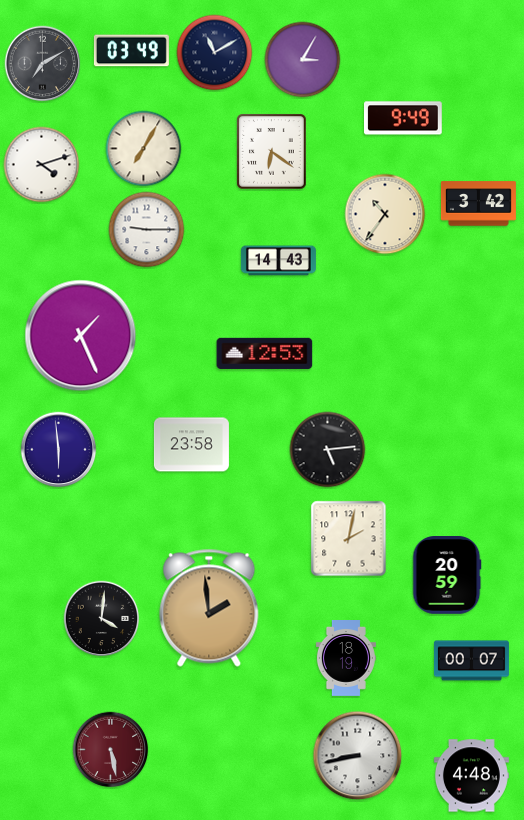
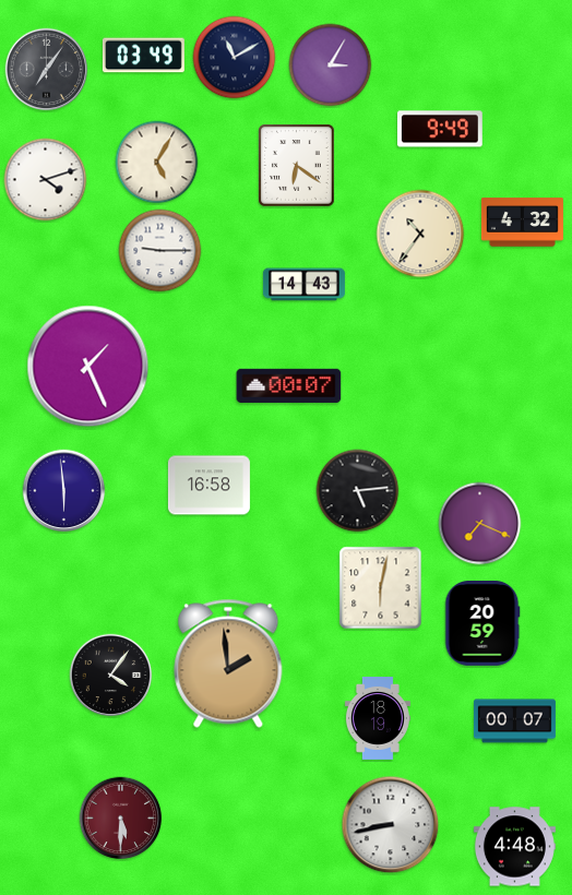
clock at (43, 64): 7:10 -> 7:06
clock at (144, 149): 7:05 -> 5:05
clock at (478, 204): 3:42 -> 4:32
clock at (265, 353): 12:53 -> 00:07
clock at (191, 445): 23:58 -> 16:58
clock at (480, 524): none -> 7:19
clock at (349, 539): 2:02 -> 6:02
clock at (447, 575) position: (447, 575) -> (482, 623)
clock at (102, 619): 4:01 -> 4:06
clock at (111, 750): 5:28 -> 5:30
